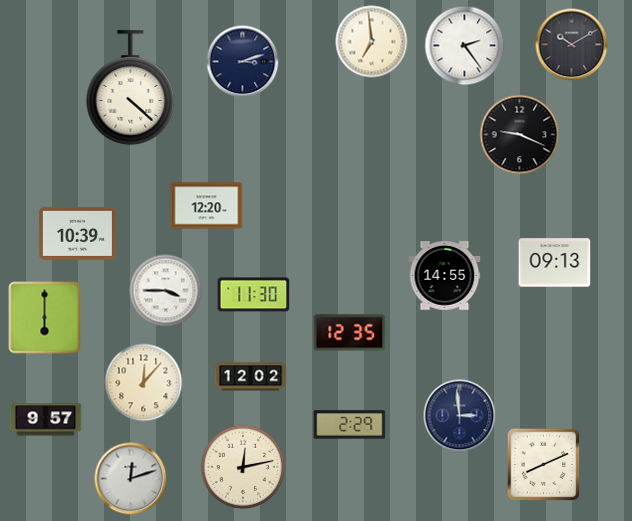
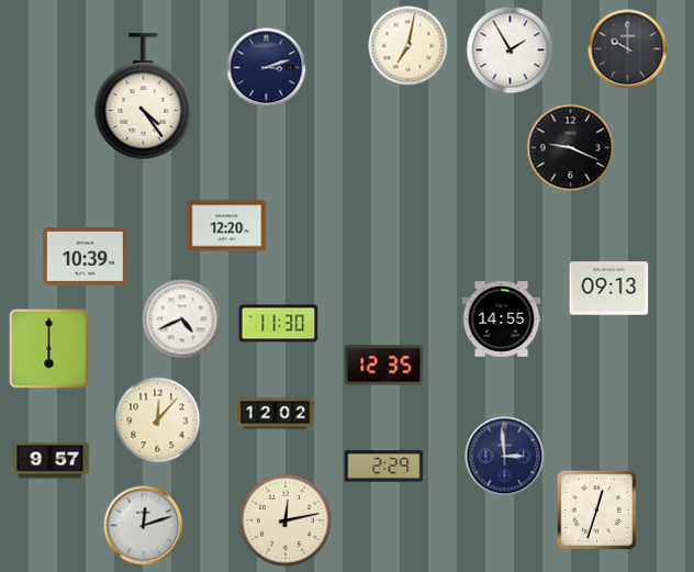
clock at (372, 42): 6:59 -> 7:02
clock at (572, 45): 10:10 -> 10:00
clock at (465, 46): 2:24 -> 1:55
clock at (131, 88): 4:22 -> 4:24
clock at (445, 276) position: (445, 276) -> (502, 319)
clock at (166, 291): 3:45 -> 4:41
clock at (544, 465): 8:11 -> 12:33
clock at (243, 467) position: (243, 467) -> (286, 520)
